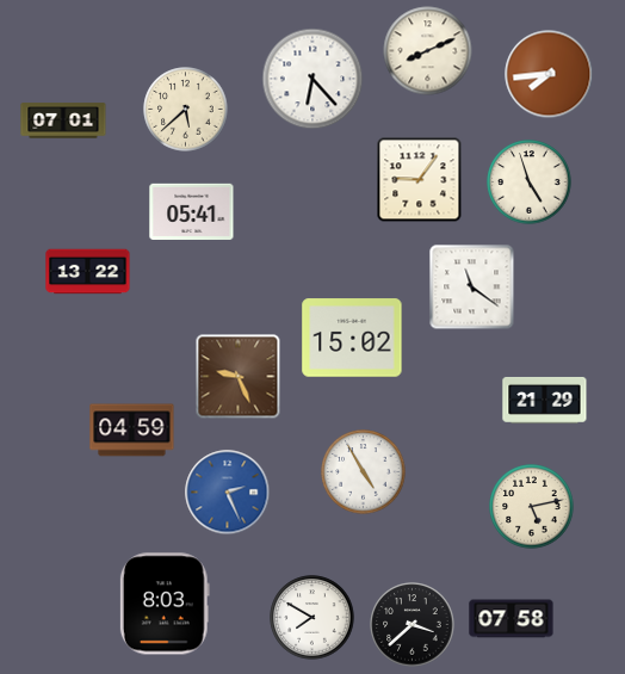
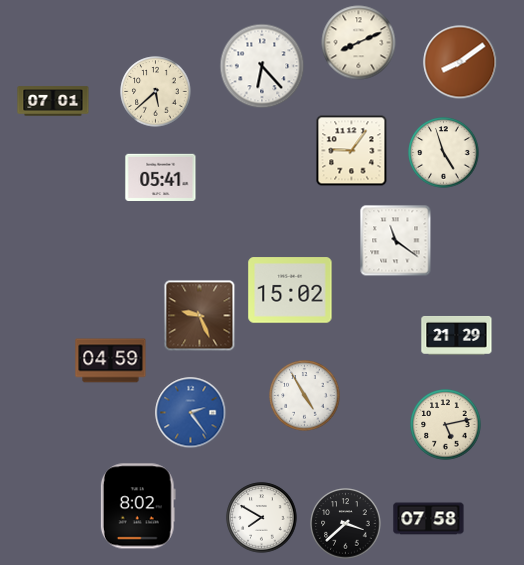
clock at (549, 74): 7:44 -> 8:09
clock at (88, 272): 13:22 -> none
clock at (352, 338) position: (352, 338) -> (290, 290)
clock at (228, 493): 2:26 -> 2:24
clock at (165, 604): 8:03 -> 8:02
